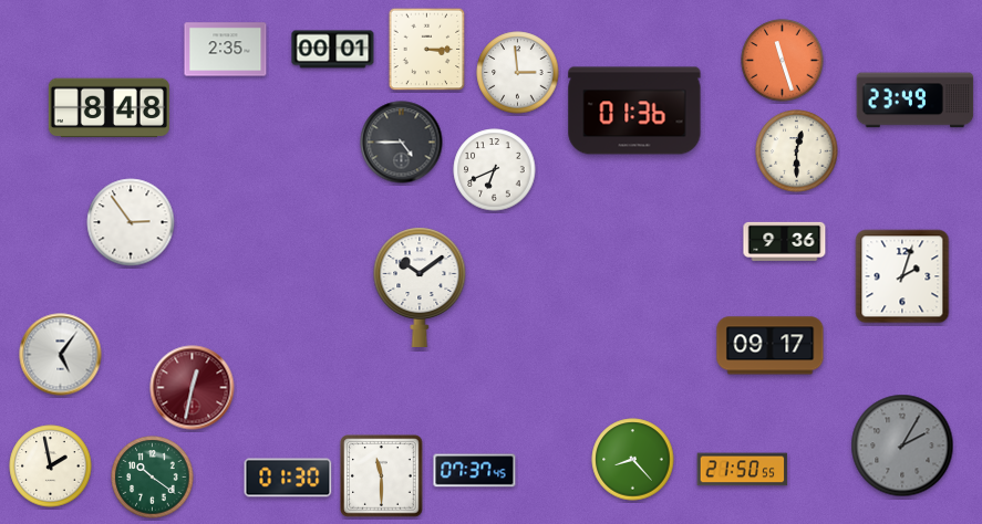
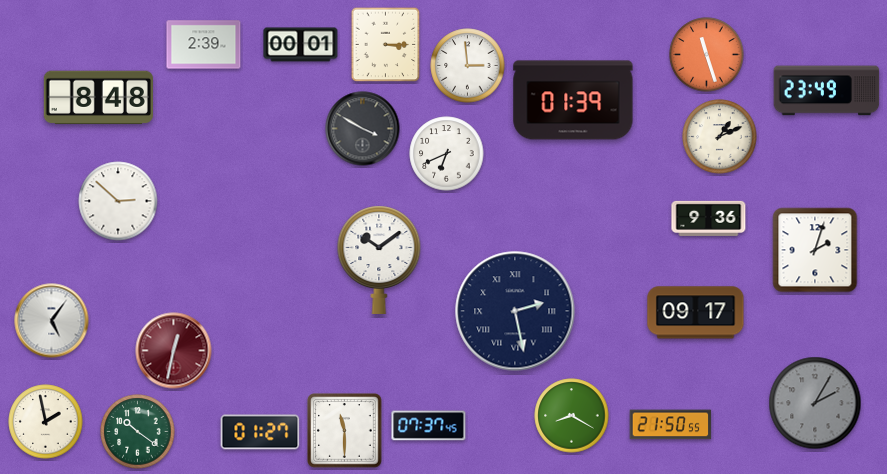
clock at (226, 50): 2:35 -> 2:39
clock at (634, 111): 01:36 -> 01:39
clock at (402, 143): 4:45 -> 3:50
clock at (797, 151): 12:30 -> 1:11
clock at (131, 222): 2:54 -> 2:52
clock at (515, 311): none -> 2:28
clock at (61, 355) position: (61, 355) -> (52, 321)
clock at (633, 460): 8:23 -> 8:20
clock at (288, 478): 01:30 -> 01:27
